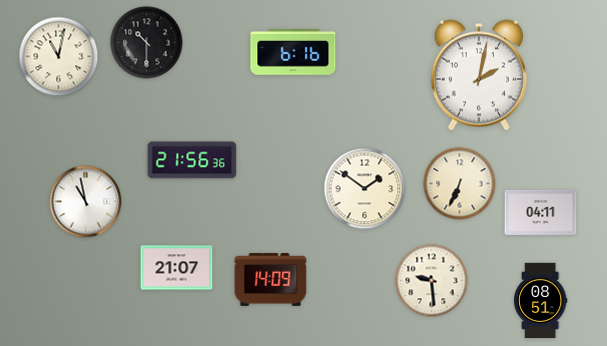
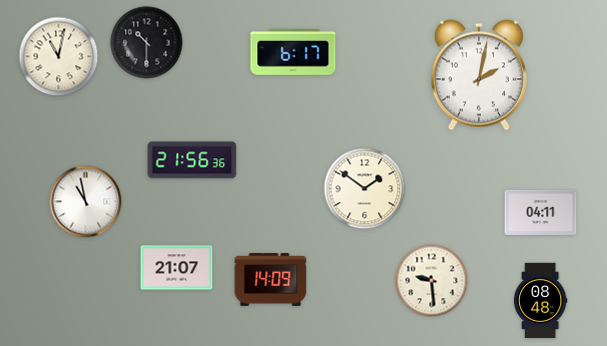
clock at (293, 53): 6:16 -> 6:17
clock at (460, 184): 6:34 -> none
clock at (540, 301): 08:51 -> 08:48
